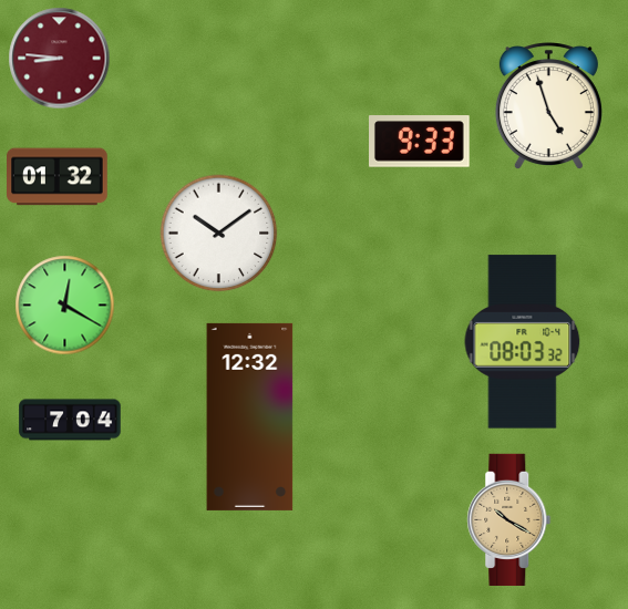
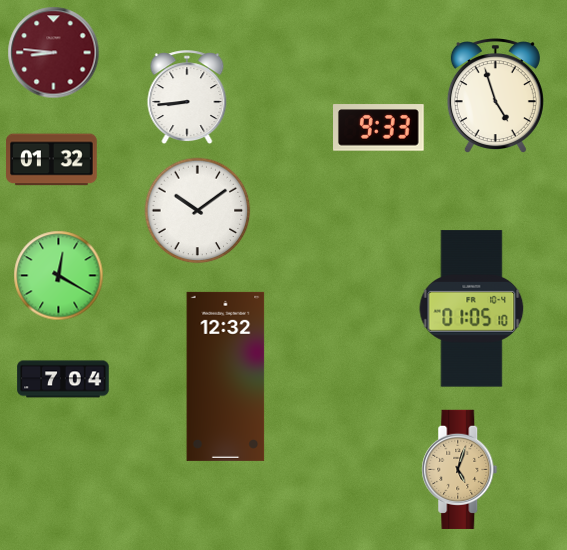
clock at (187, 98): none -> 8:44
clock at (523, 342): 08:03 -> 01:05
clock at (509, 519): 10:20 -> 5:03
